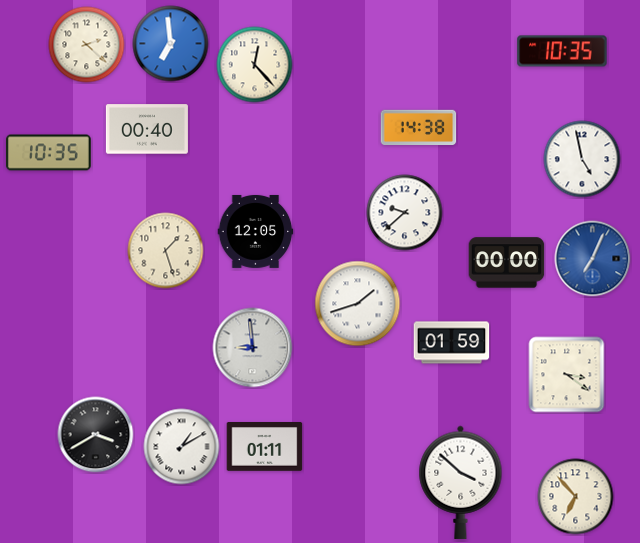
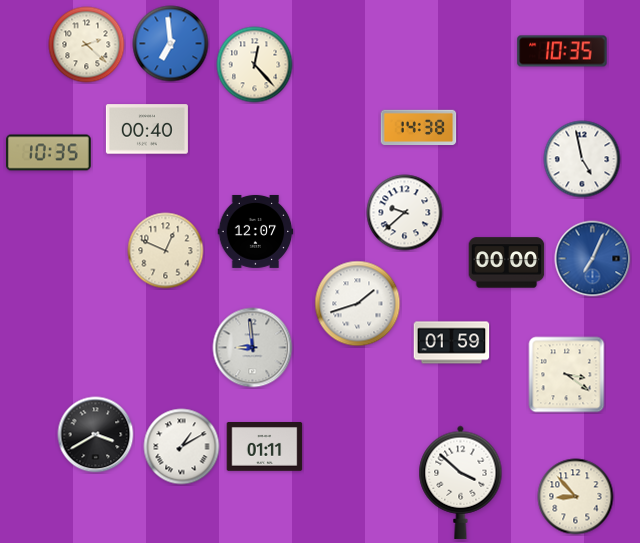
clock at (256, 231): 12:05 -> 12:07
clock at (166, 251): 1:27 -> 12:49
clock at (576, 497): 6:53 -> 8:53
